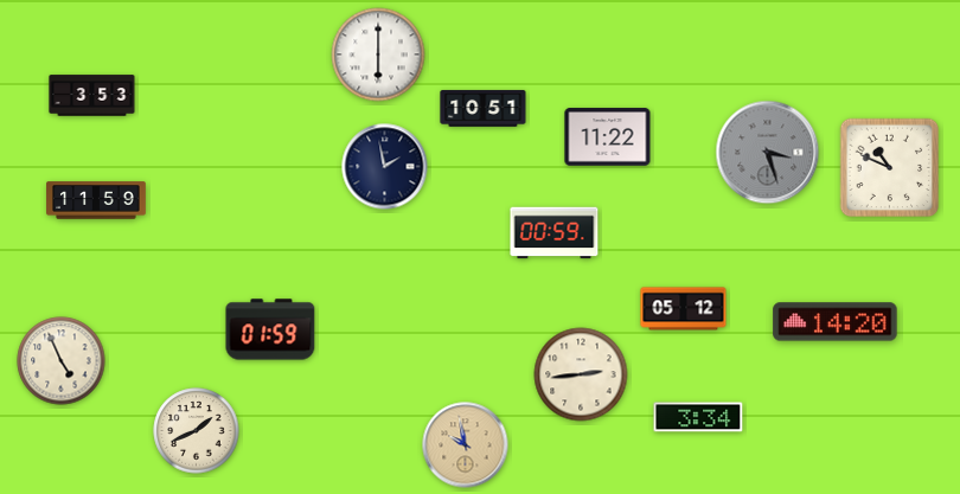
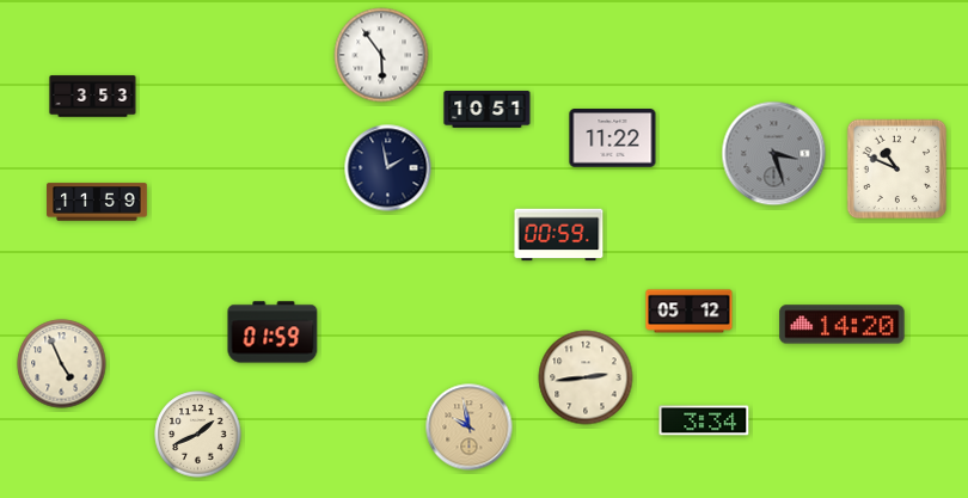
clock at (378, 54): 6:00 -> 5:54
clock at (466, 445) position: (466, 445) -> (470, 428)
